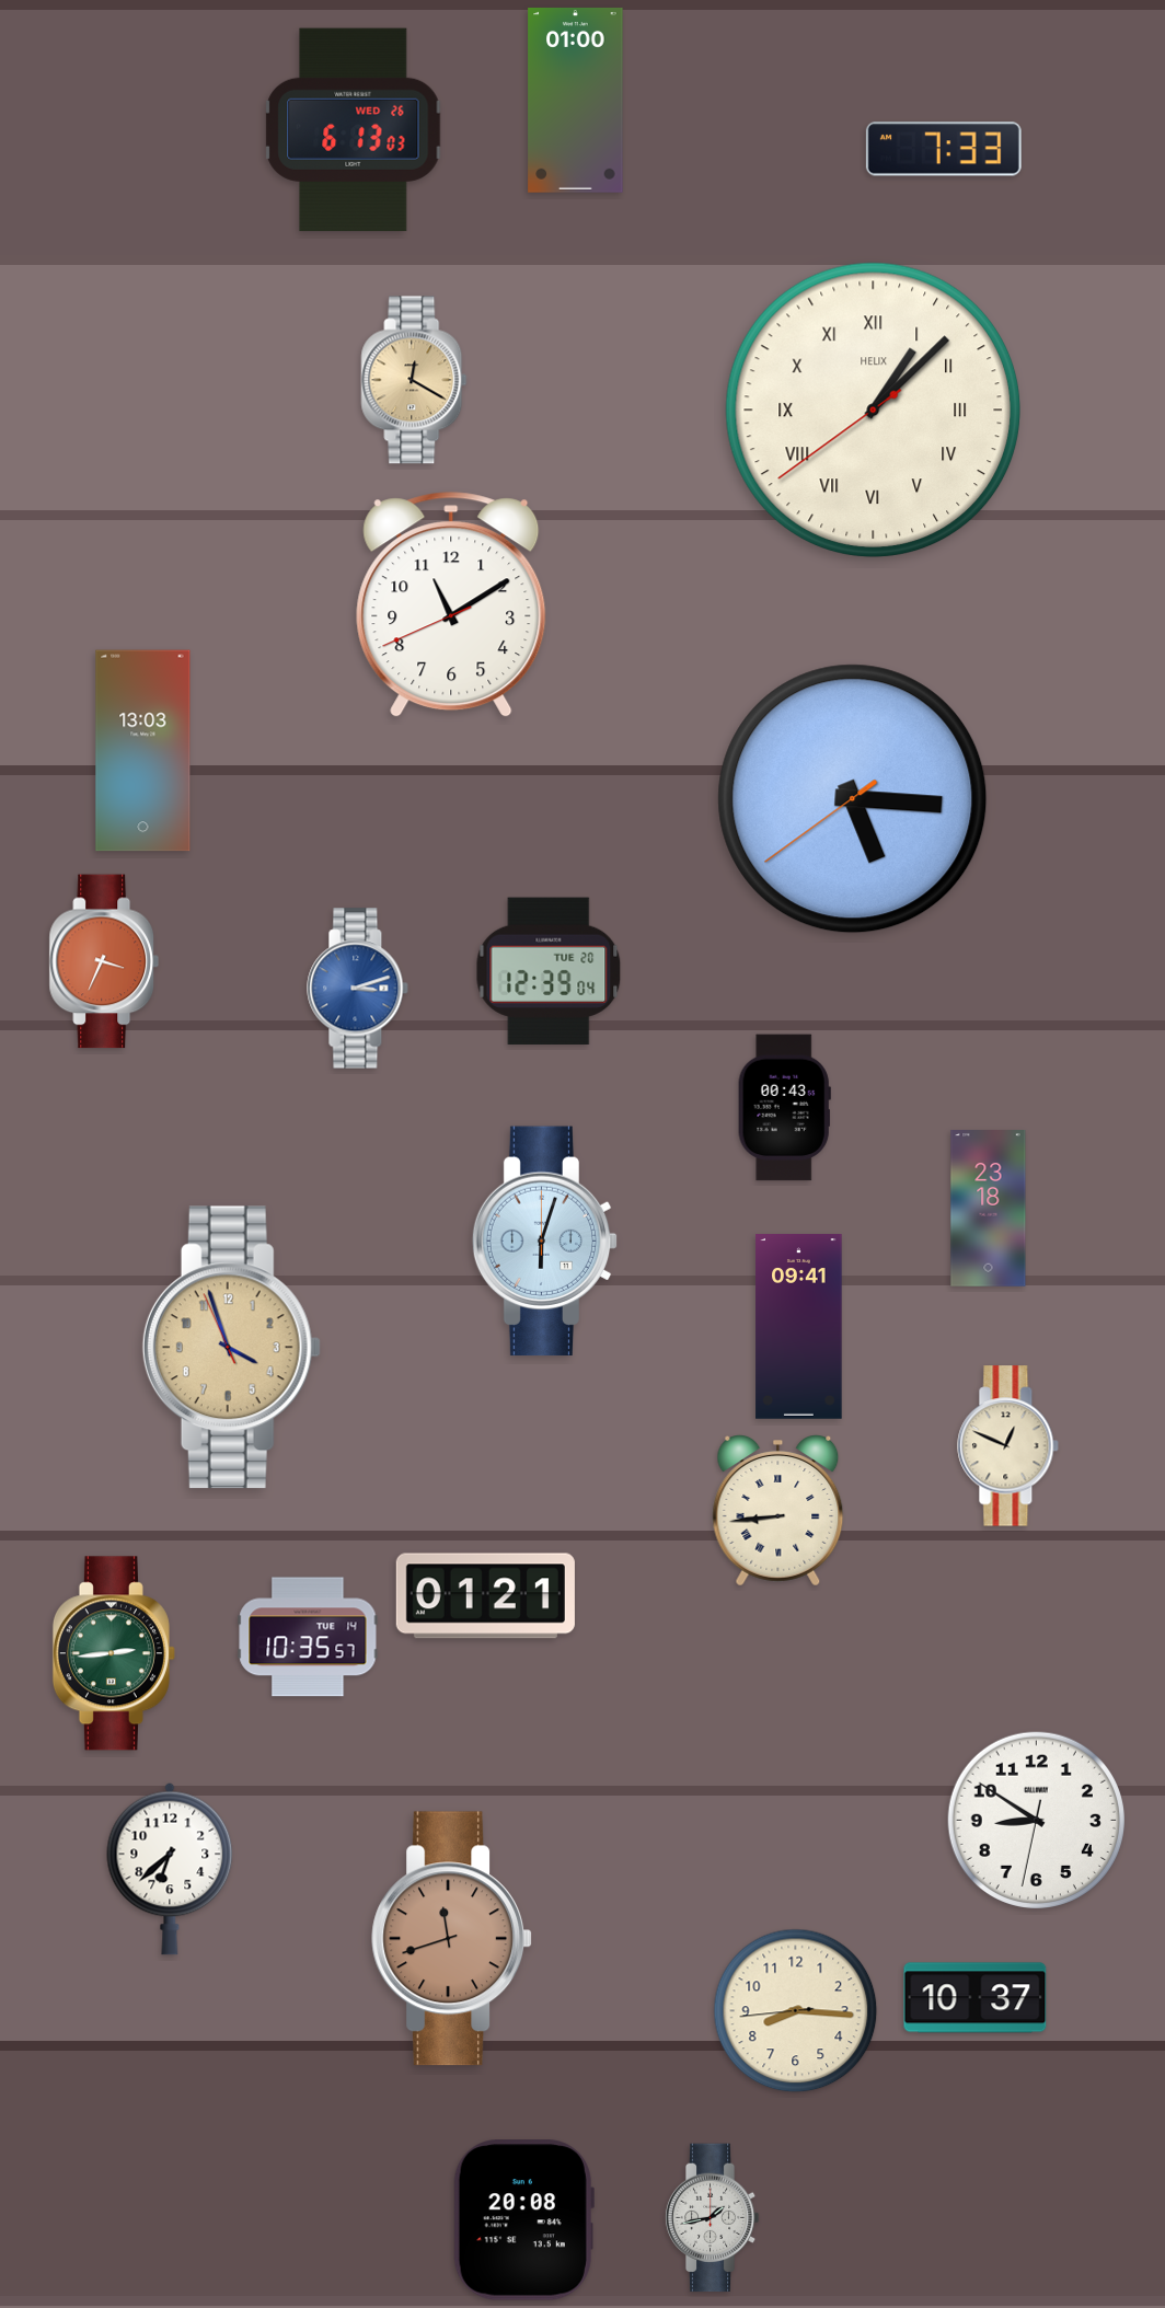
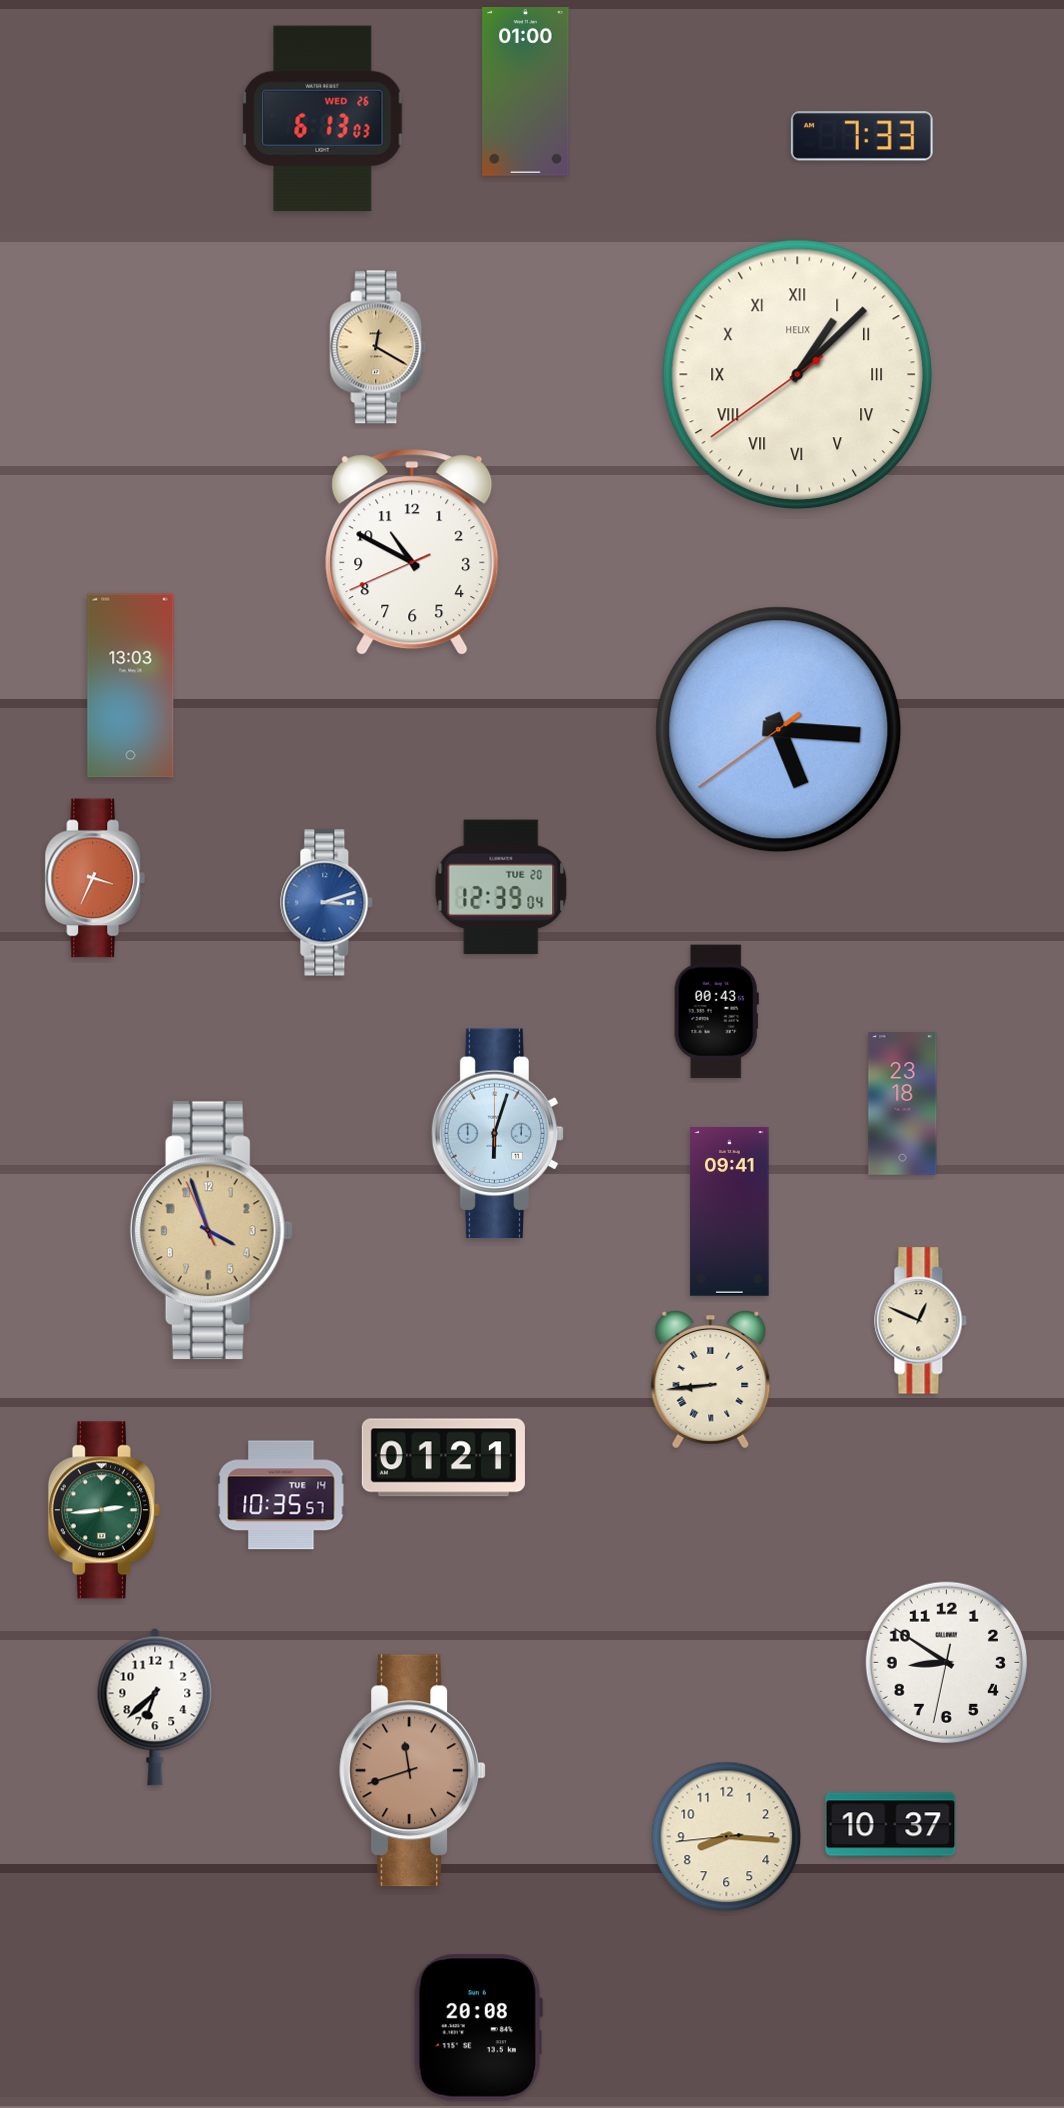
clock at (451, 605): 11:09 -> 10:49
clock at (712, 2218): 1:43 -> none
